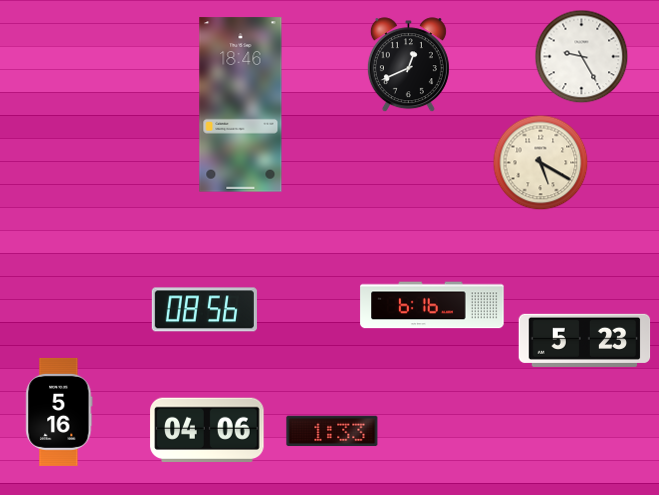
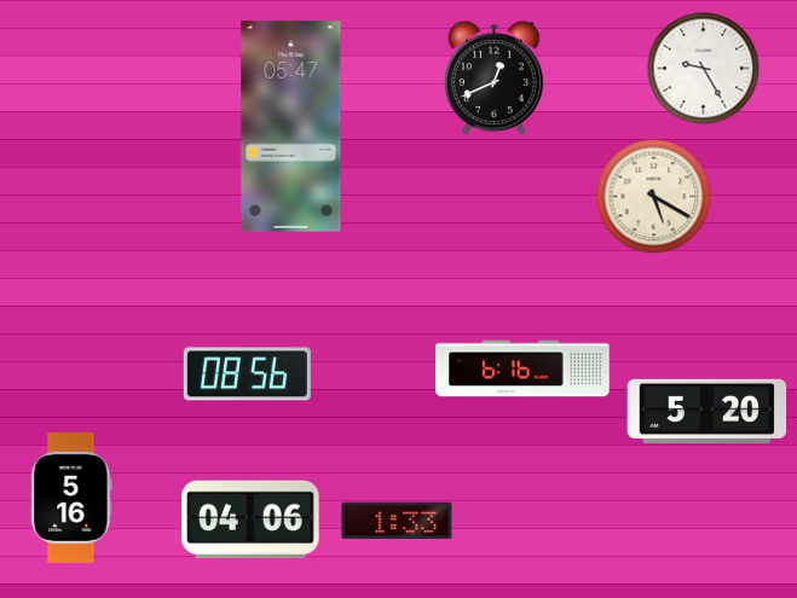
clock at (241, 105): 18:46 -> 05:47
clock at (585, 340): 5:23 -> 5:20
clock at (332, 431) position: (332, 431) -> (397, 521)
